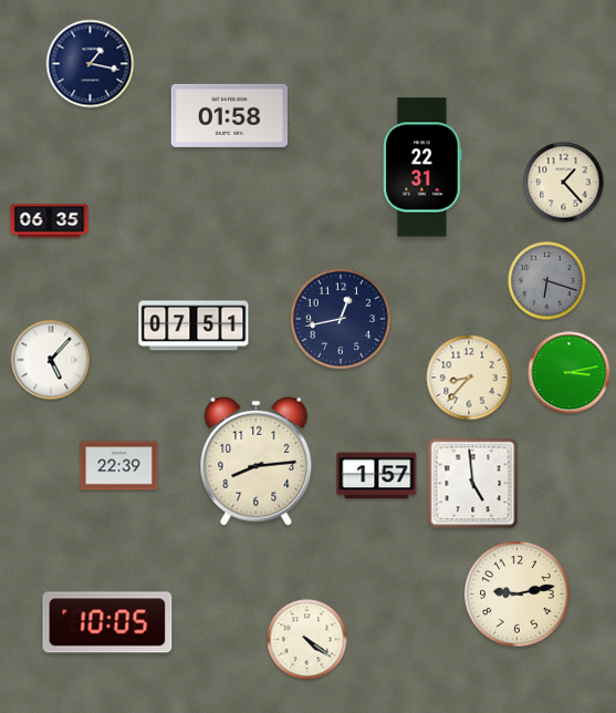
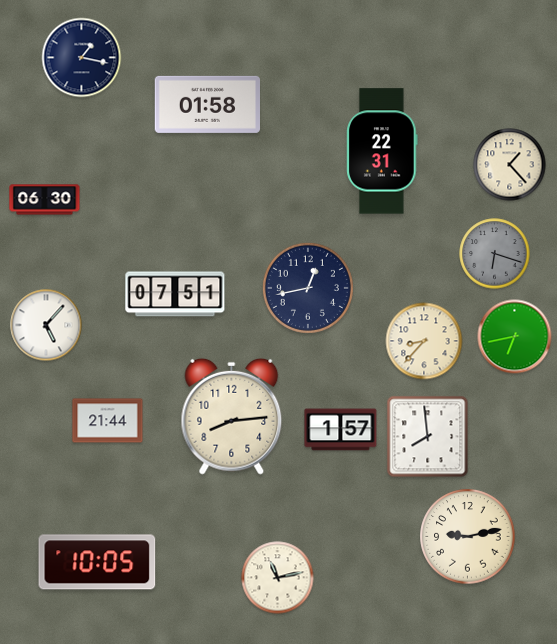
clock at (50, 221): 06:35 -> 06:30
clock at (570, 373): 3:13 -> 6:43
clock at (119, 466): 22:39 -> 21:44
clock at (473, 484): 4:59 -> 7:59
clock at (307, 640): 4:21 -> 11:13
